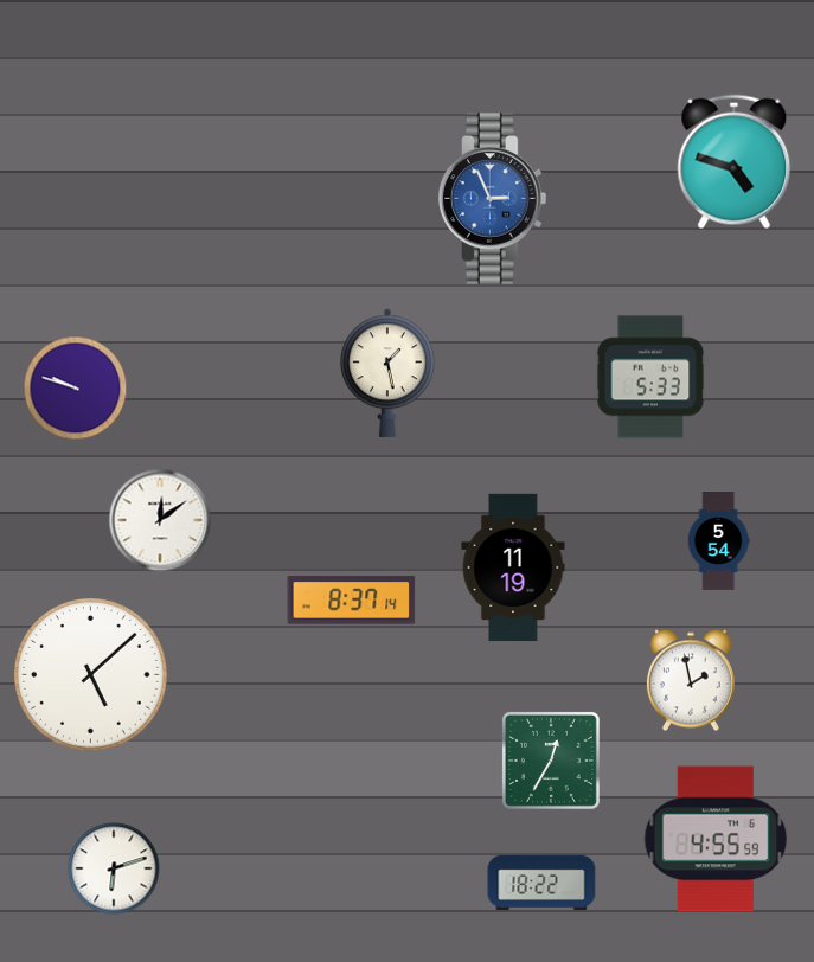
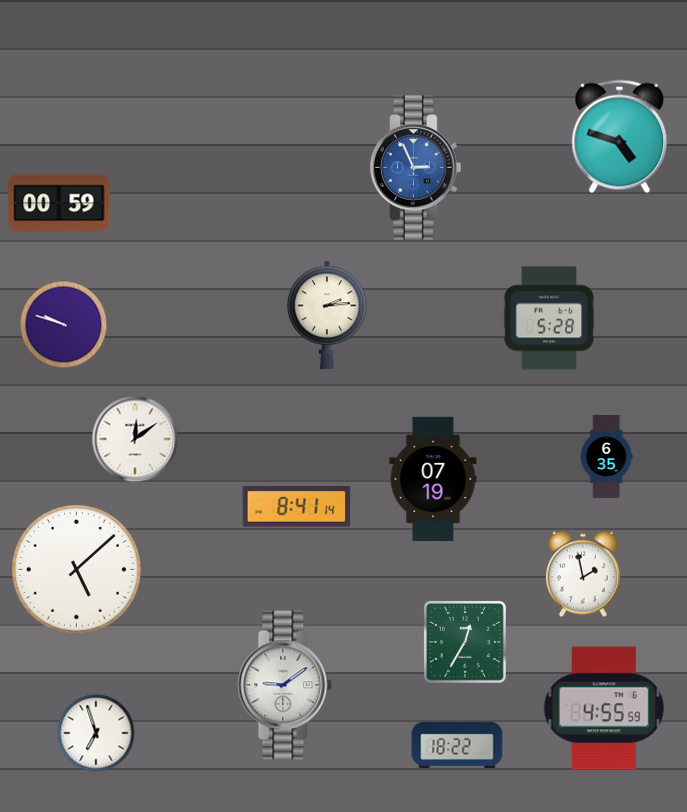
clock at (59, 203): none -> 00:59
clock at (389, 373): 1:28 -> 2:14
clock at (650, 377): 5:33 -> 5:28
clock at (76, 389) position: (76, 389) -> (64, 325)
clock at (718, 541): 5:54 -> 6:35
clock at (513, 567): 11:19 -> 07:19
clock at (352, 601): 8:37 -> 8:41
clock at (285, 685): none -> 9:09
clock at (114, 868): 6:12 -> 6:57
